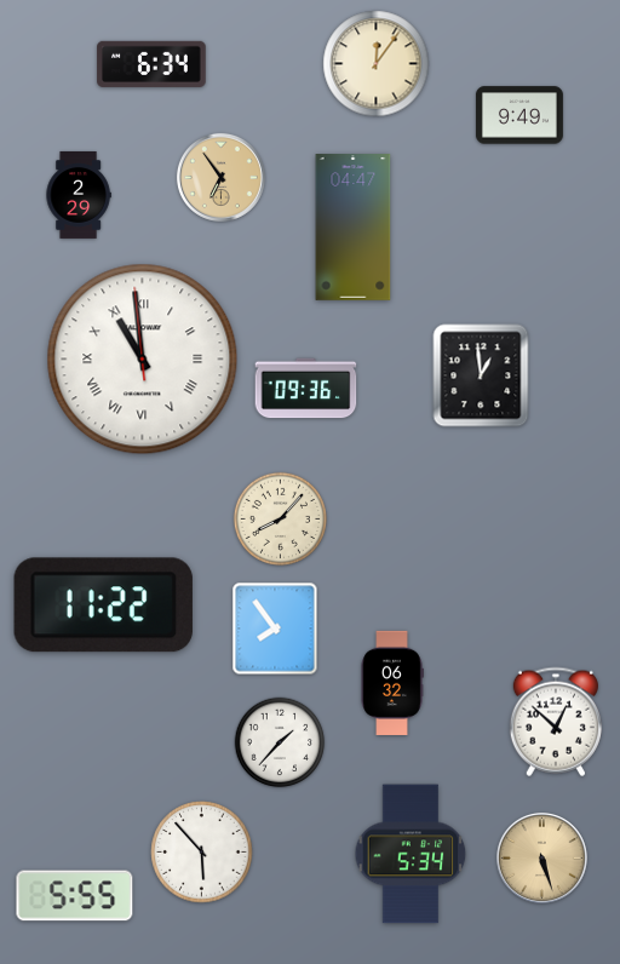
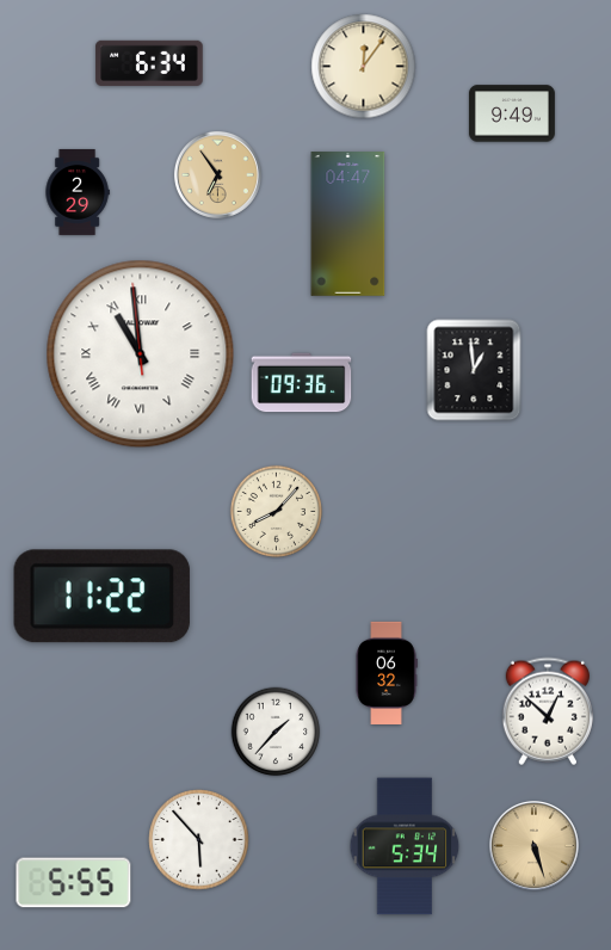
clock at (377, 64) position: (377, 64) -> (364, 67)
clock at (275, 629): 7:54 -> none
clock at (411, 854) position: (411, 854) -> (405, 846)
